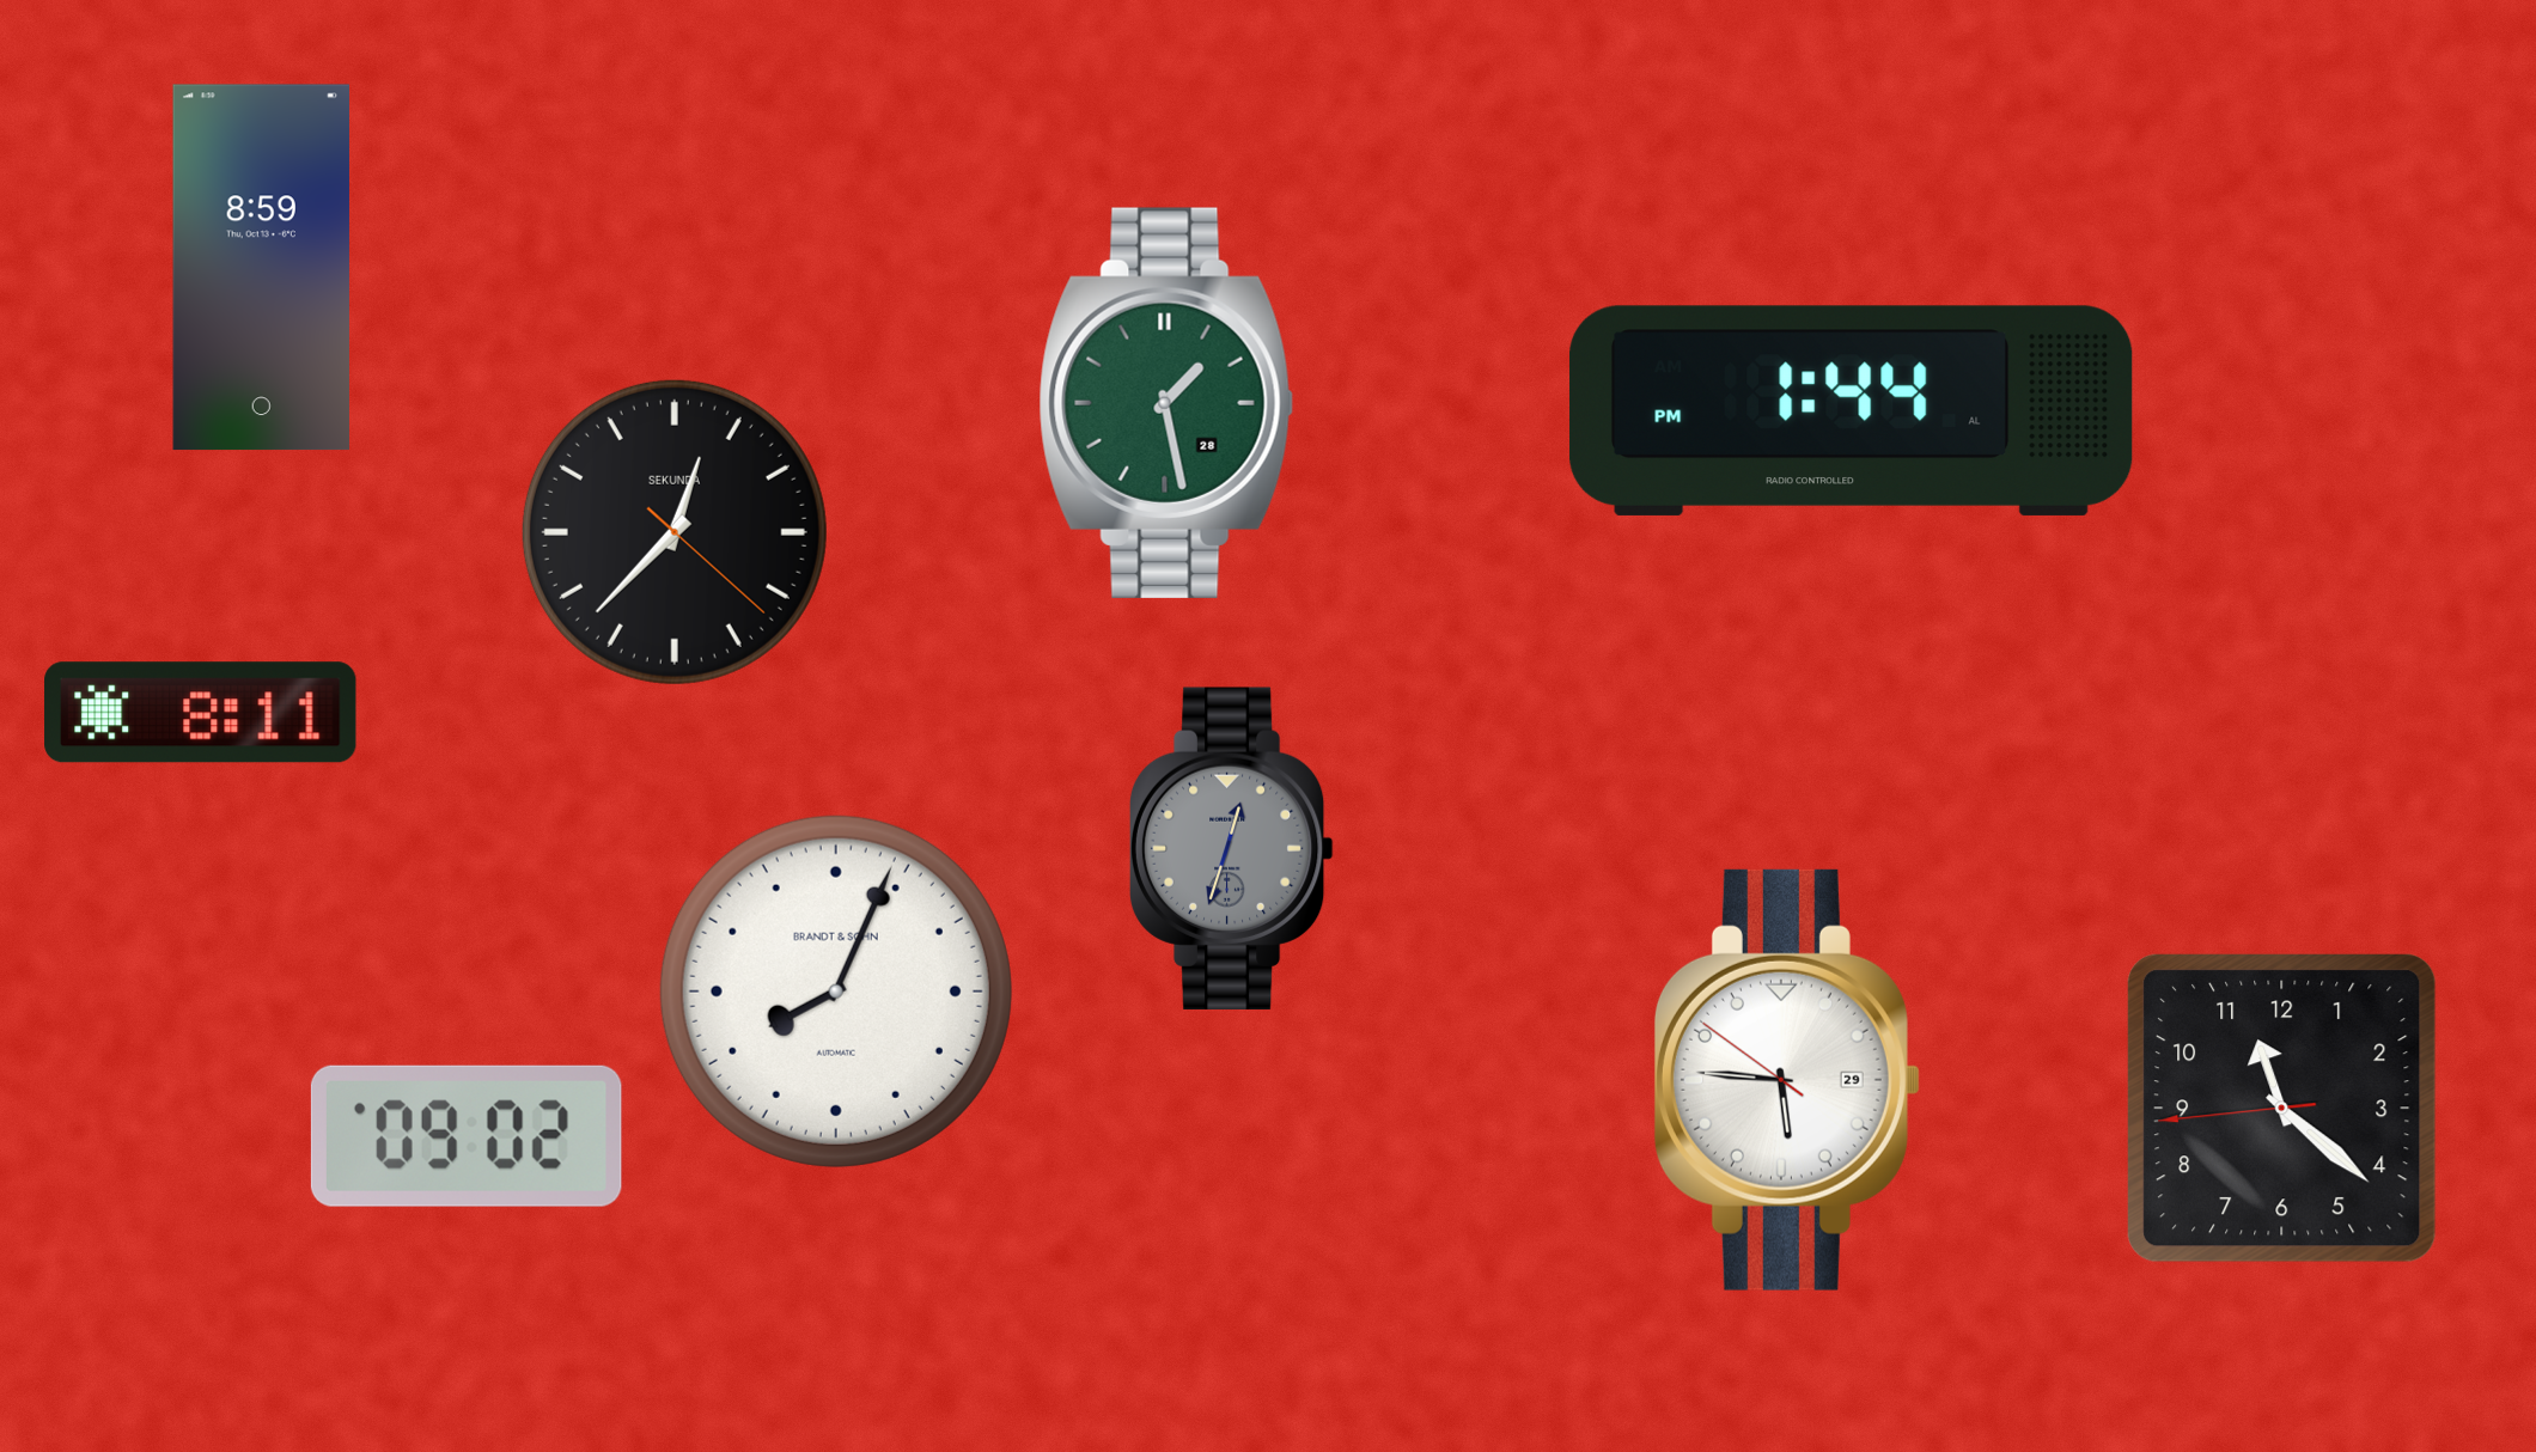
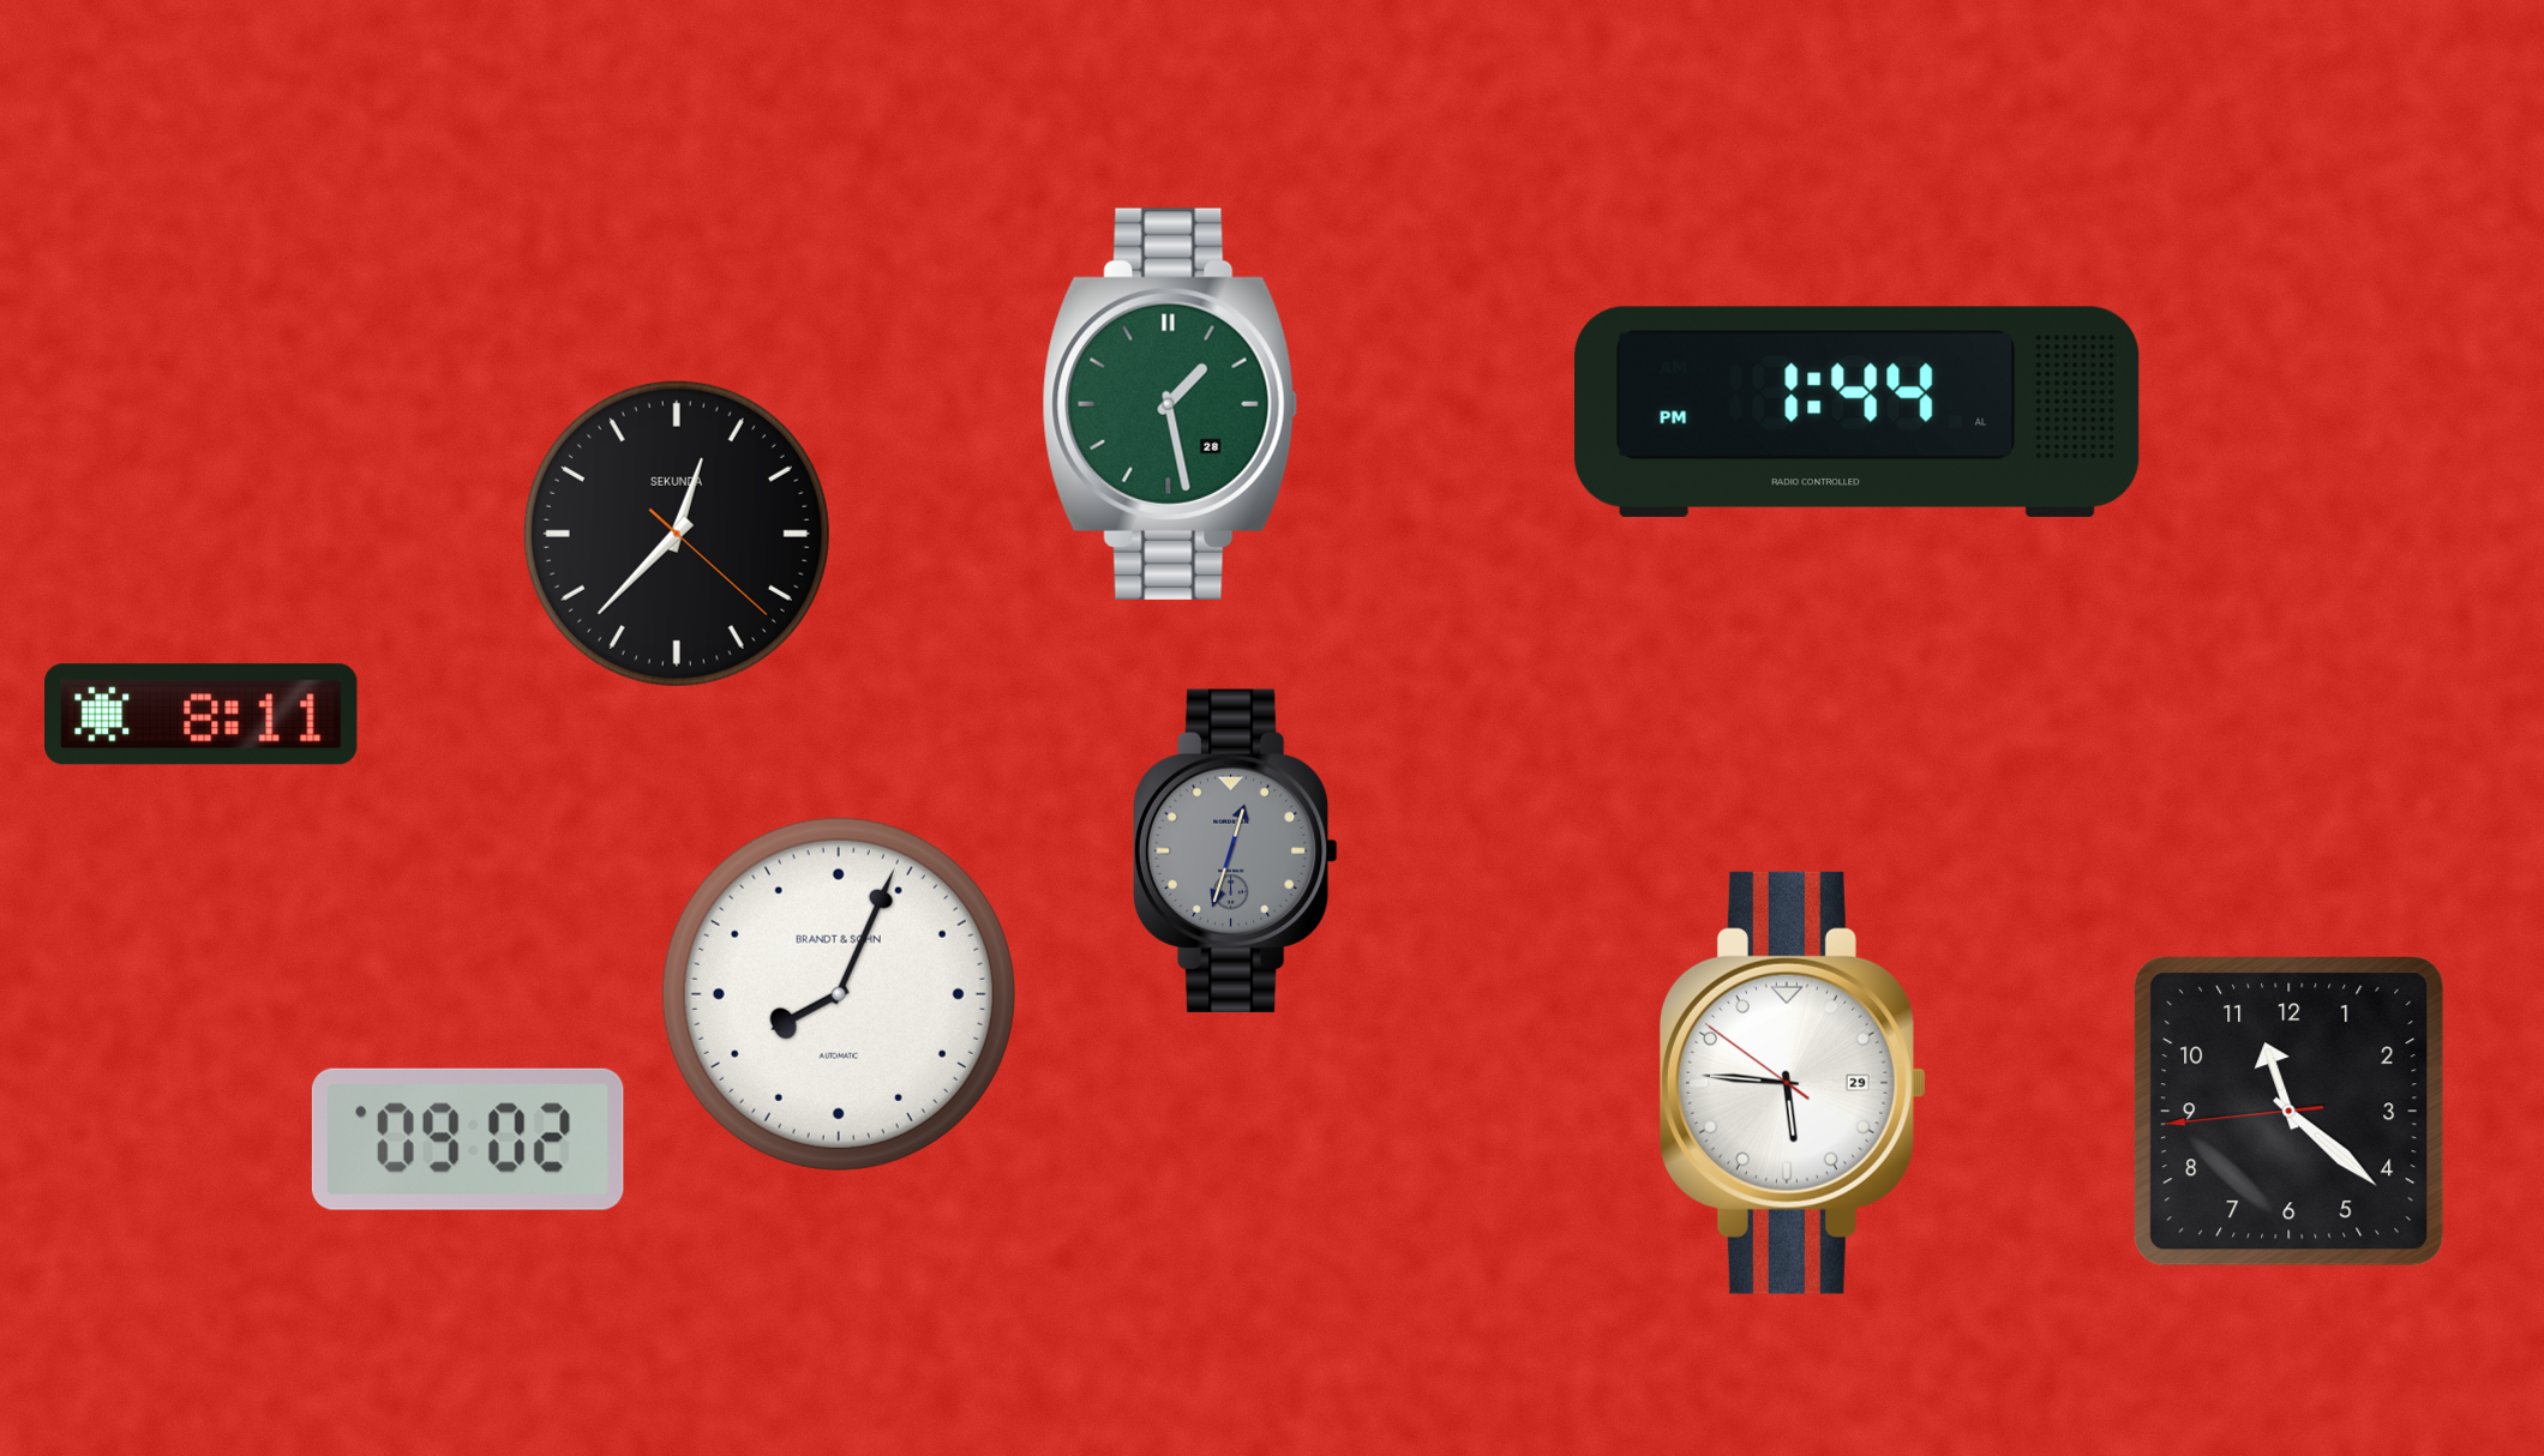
clock at (261, 268): 8:59 -> none
